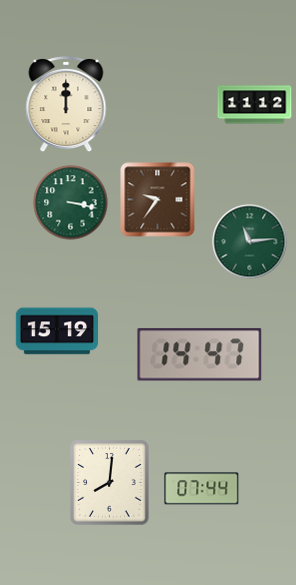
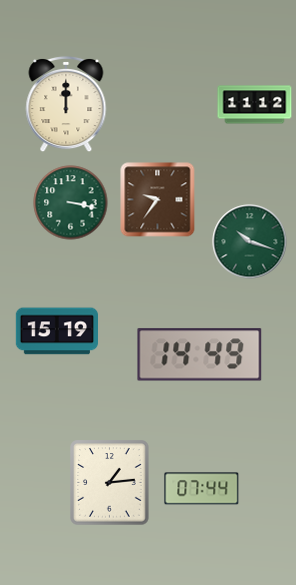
clock at (250, 242): 11:14 -> 10:18
clock at (200, 355): 14:47 -> 14:49
clock at (110, 483): 8:01 -> 1:14
